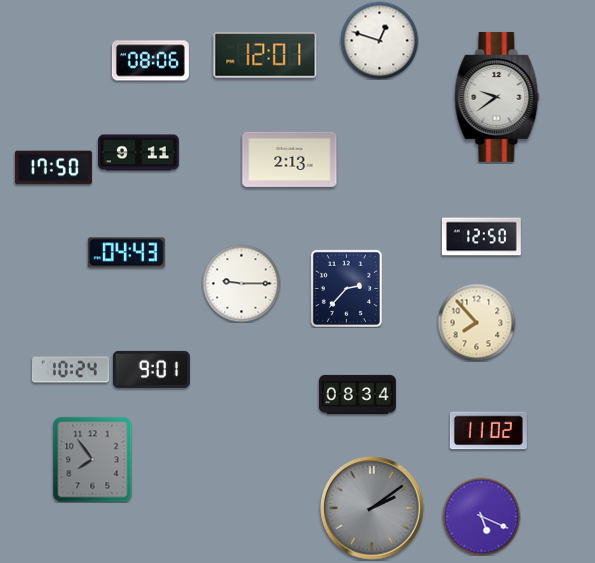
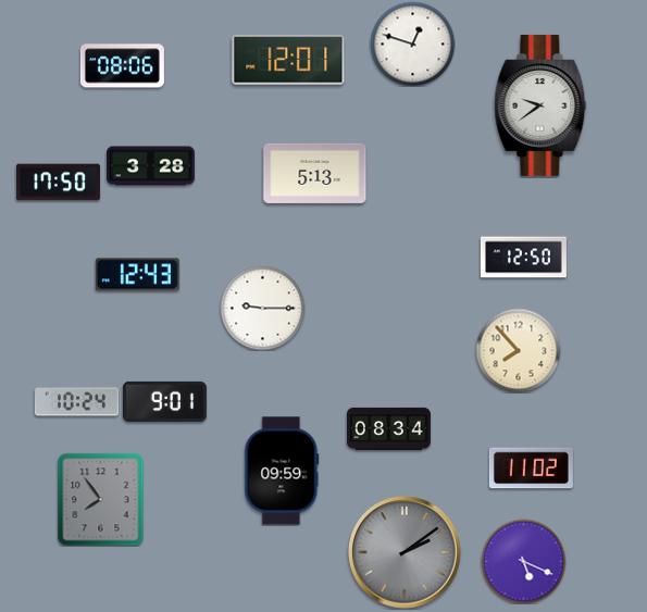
clock at (150, 61) position: (150, 61) -> (122, 66)
clock at (139, 153): 9:11 -> 3:28
clock at (290, 159): 2:13 -> 5:13
clock at (126, 253): 04:43 -> 12:43
clock at (346, 288): 2:37 -> none
clock at (282, 471): none -> 09:59
